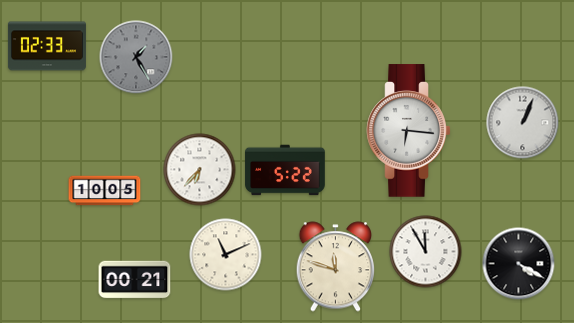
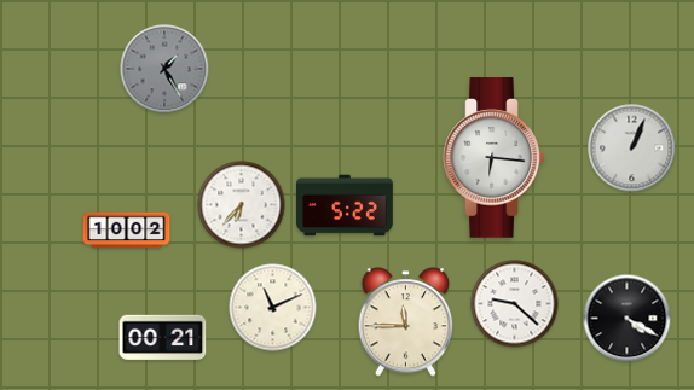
clock at (47, 46): 02:33 -> none
clock at (105, 191): 10:05 -> 10:02
clock at (426, 252): 11:55 -> 9:22
clock at (336, 267): 11:48 -> 11:45
